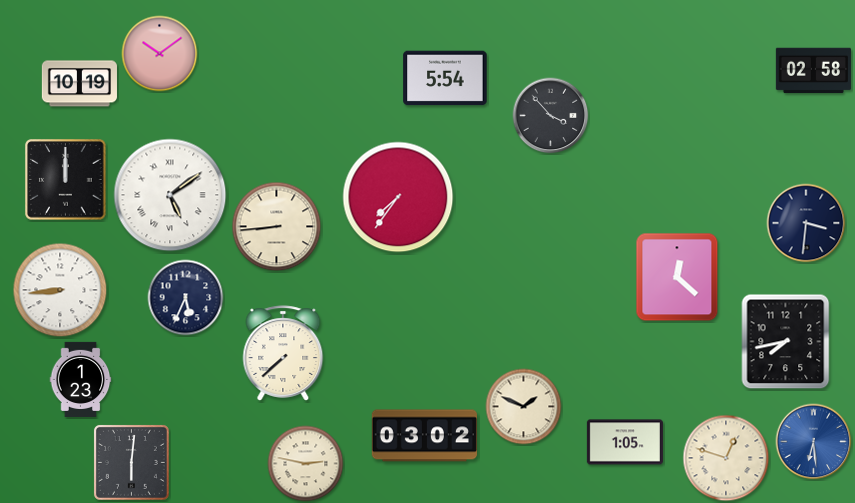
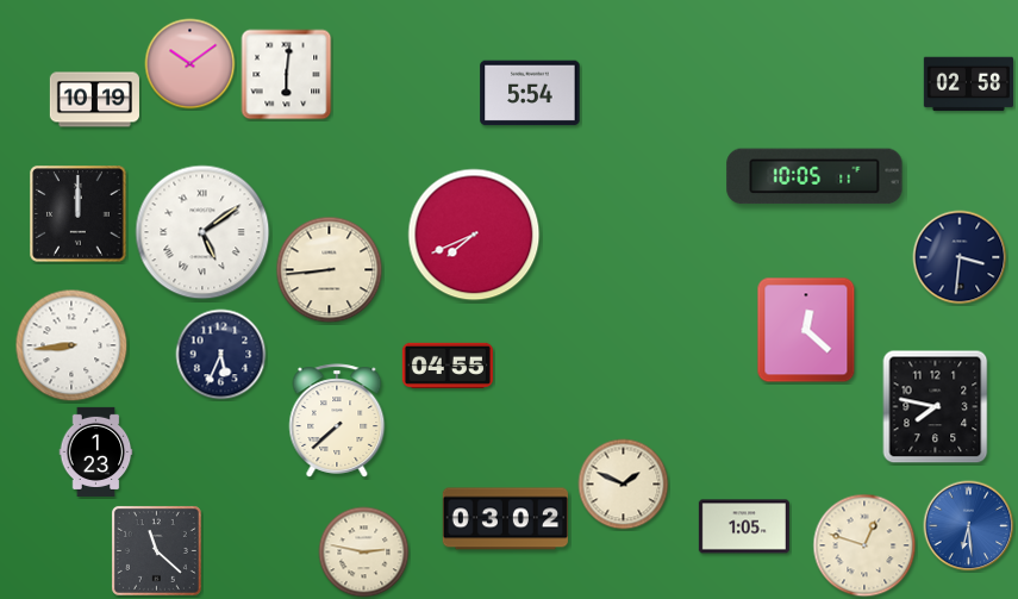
clock at (287, 75): none -> 6:01
clock at (551, 116): 3:53 -> none
clock at (814, 176): none -> 10:05
clock at (398, 197): 7:36 -> 7:41
clock at (806, 223) position: (806, 223) -> (960, 257)
clock at (448, 366): none -> 04:55
clock at (786, 342): 7:43 -> 7:47
clock at (131, 462): 6:01 -> 11:22
